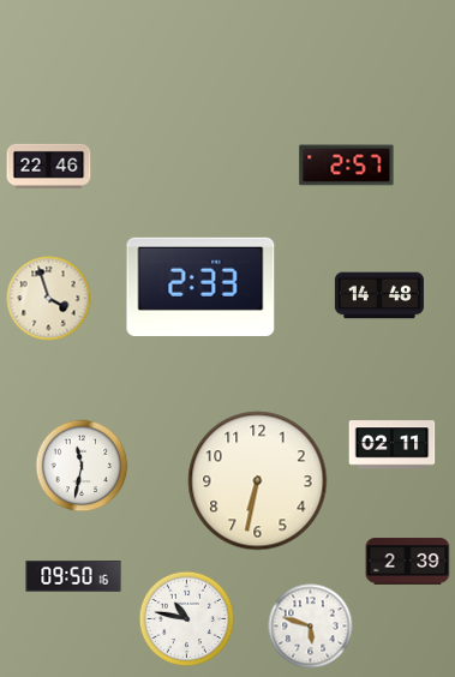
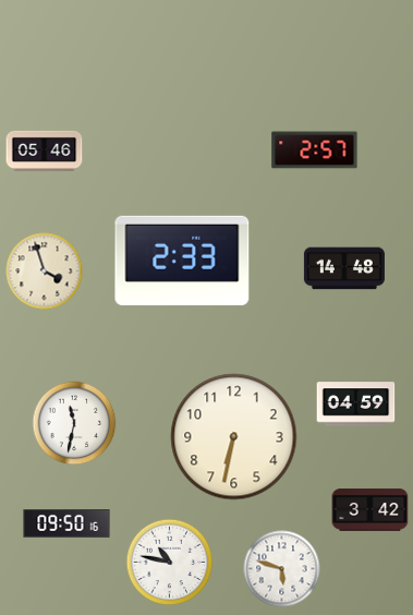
clock at (49, 166): 22:46 -> 05:46
clock at (393, 445): 02:11 -> 04:59
clock at (408, 562): 2:39 -> 3:42
